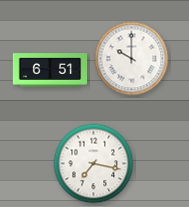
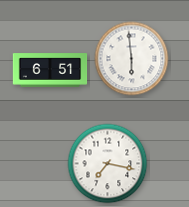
clock at (132, 59): 10:00 -> 5:59
clock at (94, 164) position: (94, 164) -> (108, 164)
